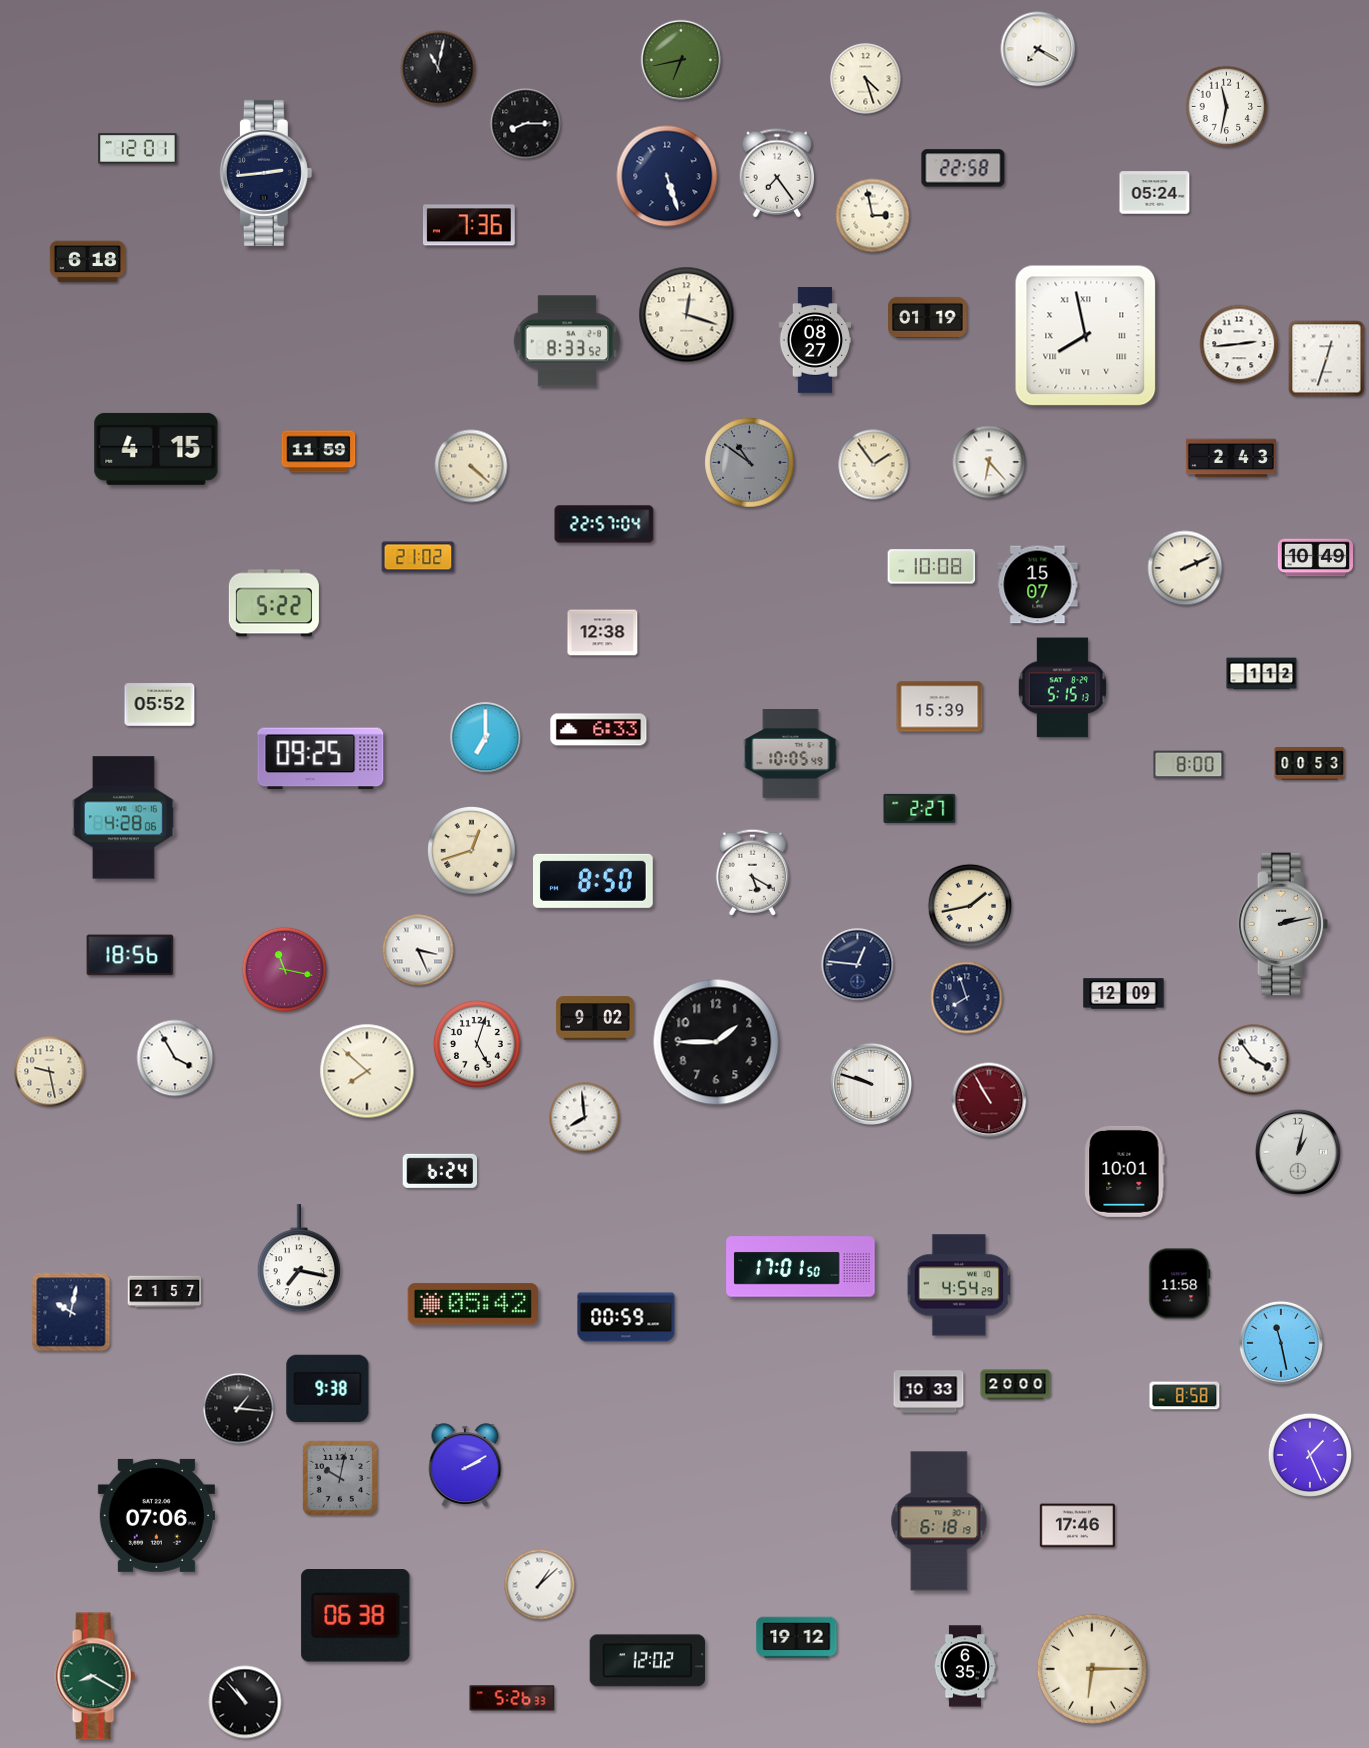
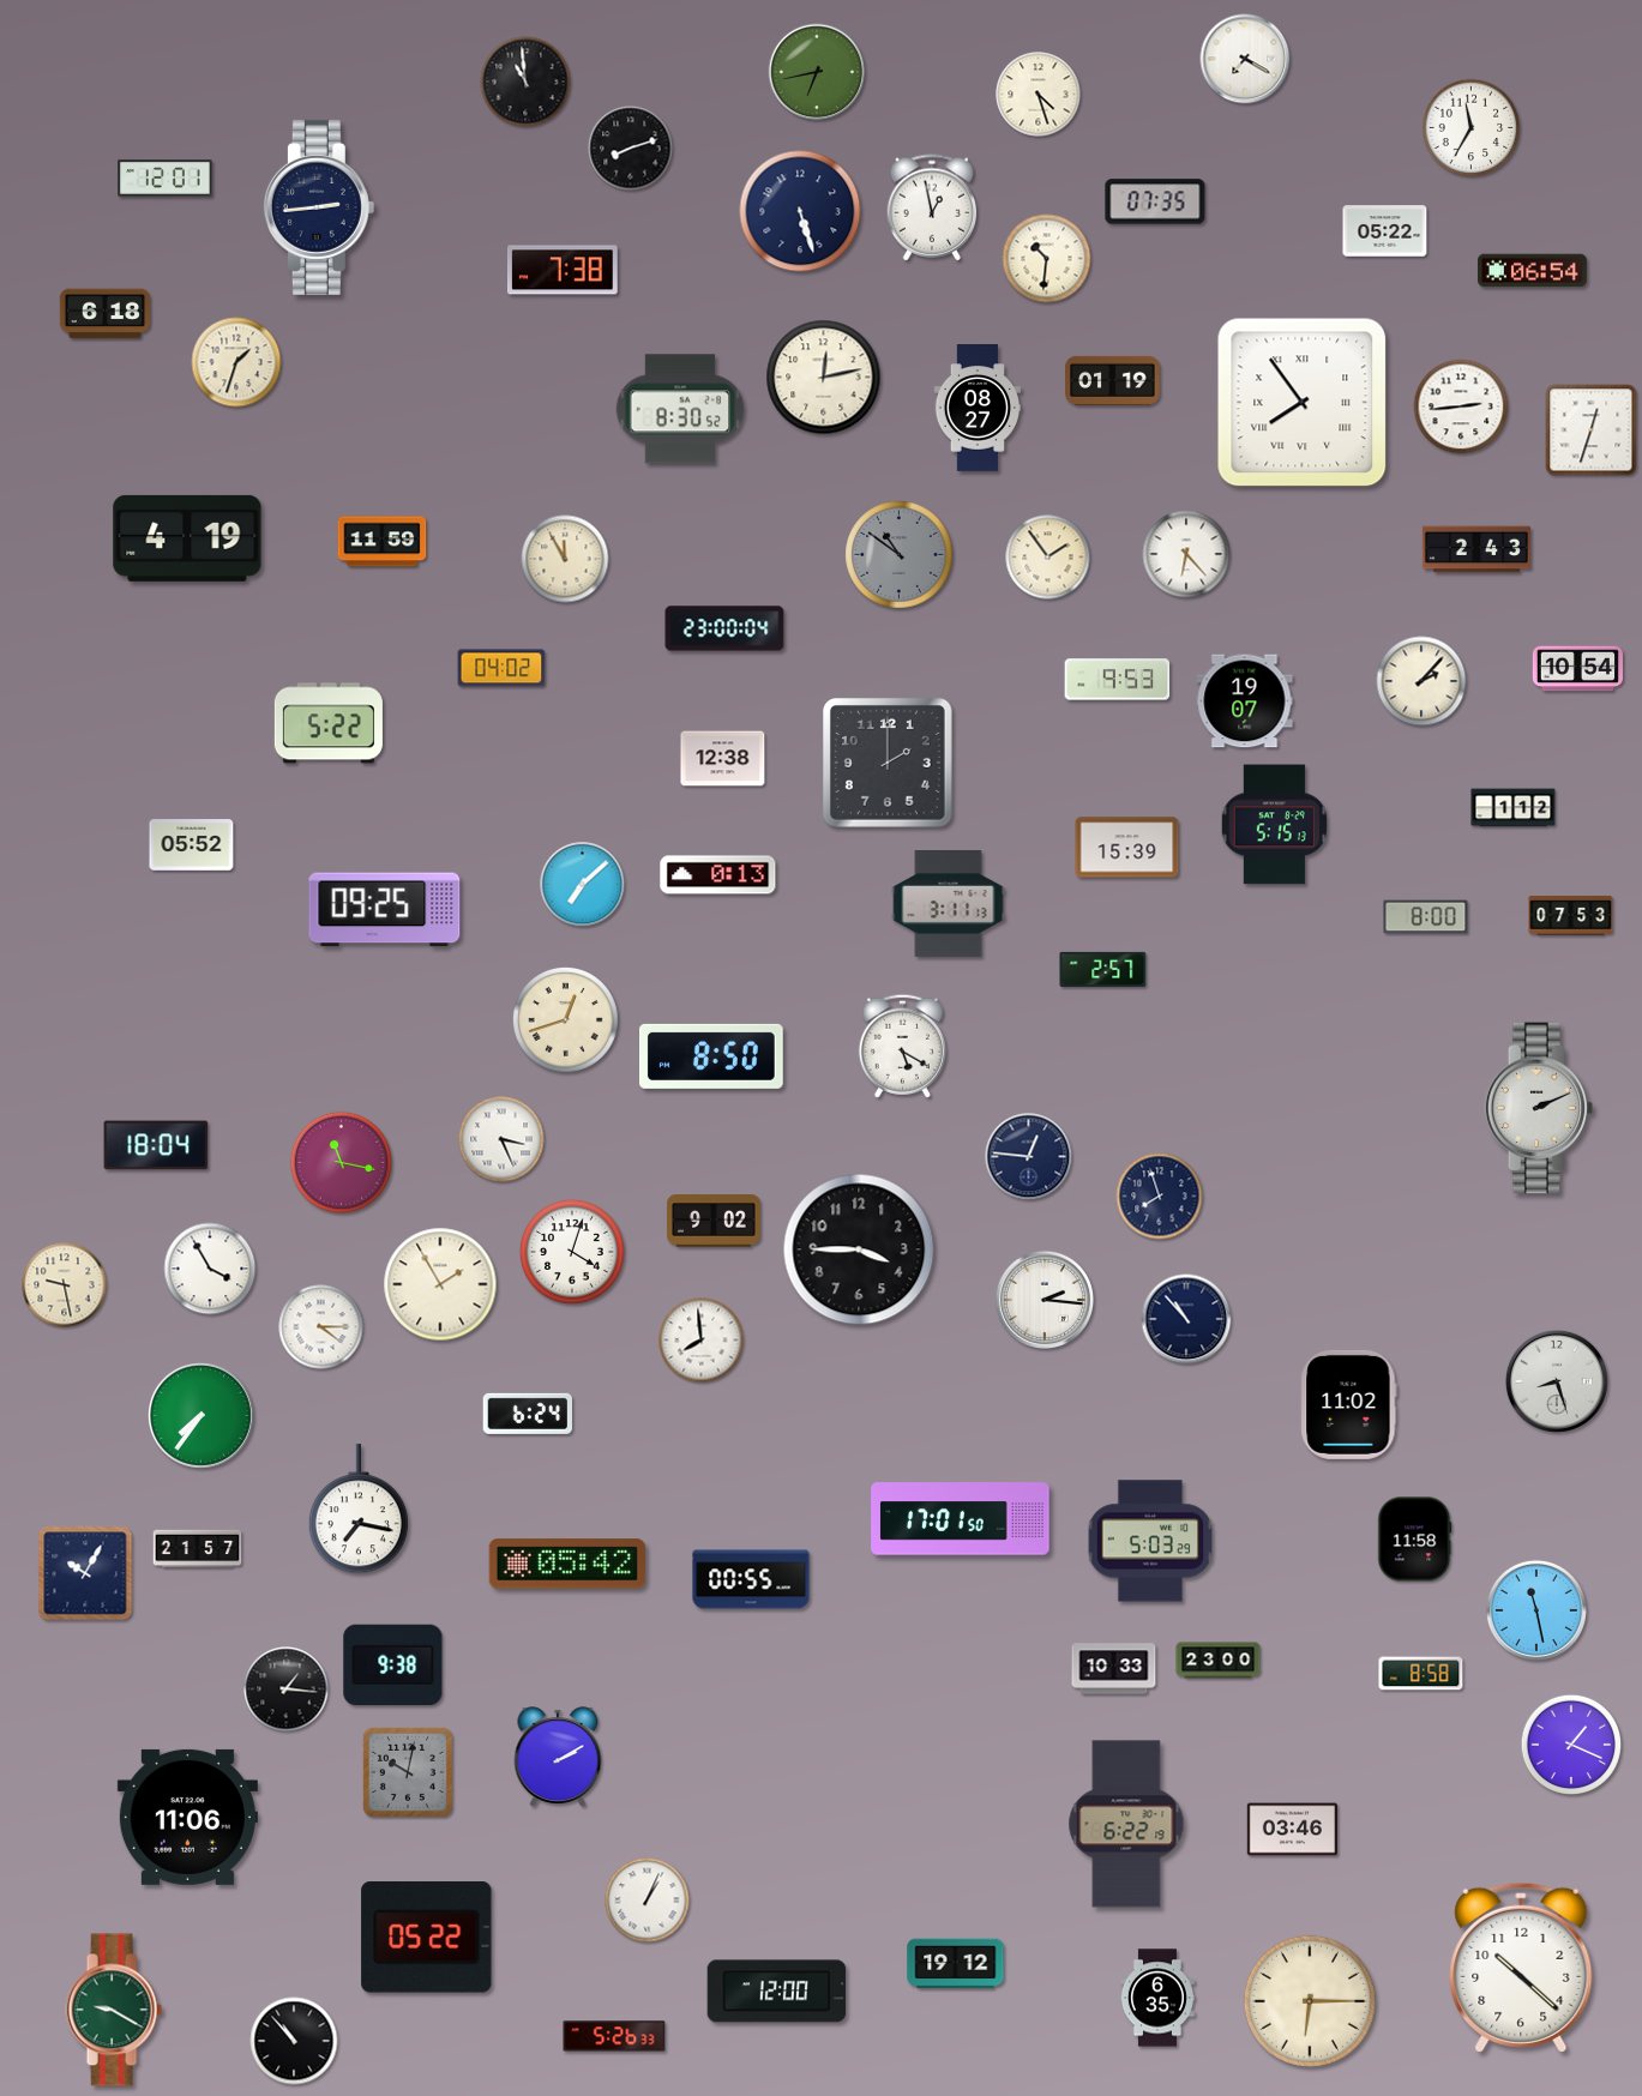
clock at (438, 68): 11:02 -> 10:59
clock at (1227, 107): 11:32 -> 11:35
clock at (526, 124): 8:15 -> 8:12
clock at (963, 168): 22:58 -> 07:35
clock at (777, 173): 7:24 -> 12:58
clock at (1155, 193): 05:24 -> 05:22
clock at (873, 216): 2:58 -> 10:31
clock at (469, 225): 7:36 -> 7:38
clock at (1532, 271): none -> 06:54
clock at (236, 362): none -> 1:33
clock at (687, 315): 12:18 -> 12:13
clock at (1086, 336): 7:58 -> 7:54
clock at (567, 341): 8:33 -> 8:30
clock at (1239, 344) position: (1239, 344) -> (1461, 406)
clock at (156, 449): 4:15 -> 4:19
clock at (471, 466): 4:22 -> 11:55
clock at (604, 524): 22:57 -> 23:00
clock at (418, 557): 21:02 -> 04:02
clock at (1315, 558): 10:49 -> 10:54
clock at (932, 567): 10:08 -> 9:53
clock at (1185, 568): 2:11 -> 2:07
clock at (1038, 585): 15:07 -> 19:07
clock at (889, 764): none -> 2:00
clock at (599, 730): 6:33 -> 0:13
clock at (486, 738): 7:00 -> 7:08
clock at (791, 754): 10:05 -> 3:11
clock at (1310, 764): 00:53 -> 07:53
clock at (920, 808): 2:27 -> 2:57
clock at (123, 818): 4:28 -> none
clock at (970, 906): 1:43 -> none
clock at (1283, 924): 2:13 -> 2:11
clock at (130, 955): 18:56 -> 18:04
clock at (1124, 994): 12:09 -> none
clock at (716, 1042): 1:45 -> 3:45
clock at (477, 1044): 5:03 -> 4:03
clock at (1254, 1060): 3:54 -> none
clock at (367, 1071): 7:52 -> 1:55
clock at (50, 1072) position: (50, 1072) -> (65, 1285)
clock at (870, 1083): 9:48 -> 2:16
clock at (989, 1100): 10:55 -> 10:53
clock at (989, 1100) dial: burgundy -> navy
clock at (321, 1327): none -> 4:15
clock at (1298, 1152): 1:02 -> 8:27
clock at (440, 1171) position: (440, 1171) -> (528, 1414)
clock at (1125, 1171): 10:01 -> 11:02
clock at (202, 1416): none -> 7:36
clock at (959, 1285): 4:54 -> 5:03
clock at (71, 1312): 10:02 -> 10:05
clock at (626, 1317): 00:59 -> 00:55
clock at (1016, 1385): 20:00 -> 23:00
clock at (1310, 1455): 1:26 -> 1:19
clock at (156, 1515): 07:06 -> 11:06
clock at (939, 1521): 6:18 -> 6:22
clock at (1077, 1526): 17:46 -> 03:46
clock at (540, 1585): 1:08 -> 1:04
clock at (356, 1616): 06:38 -> 05:22
clock at (1521, 1968): none -> 10:22
clock at (648, 1661): 12:02 -> 12:00
clock at (95, 1676): 8:20 -> 9:20
